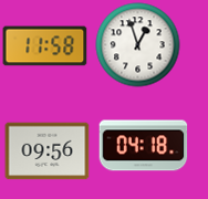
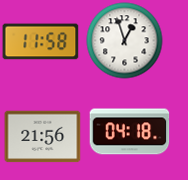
clock at (48, 151): 09:56 -> 21:56
